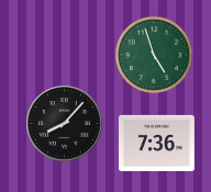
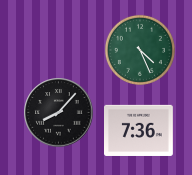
clock at (154, 55): 4:57 -> 4:26
clock at (157, 143) position: (157, 143) -> (139, 130)
